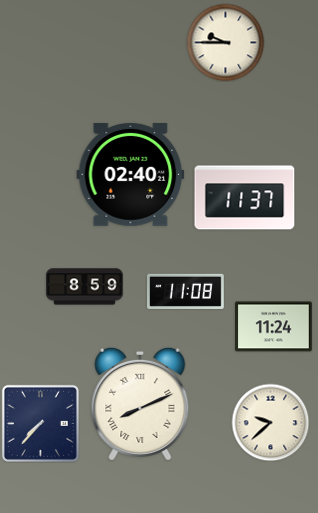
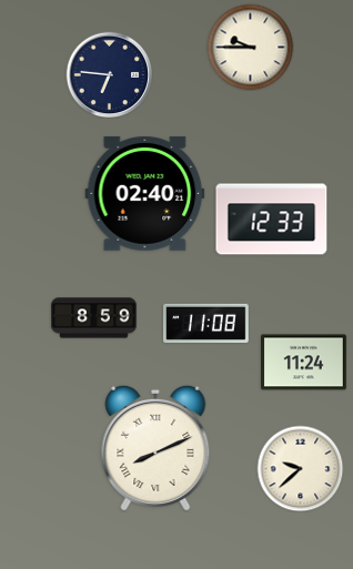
clock at (109, 74): none -> 6:46
clock at (245, 198): 11:37 -> 12:33
clock at (40, 423): 7:37 -> none
